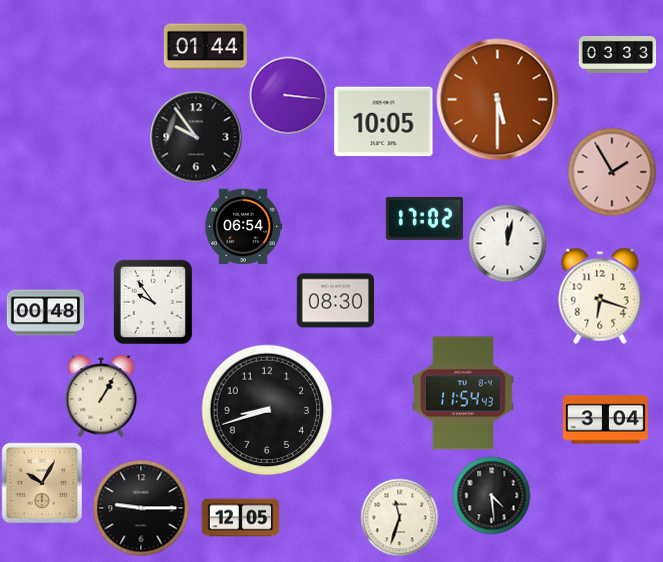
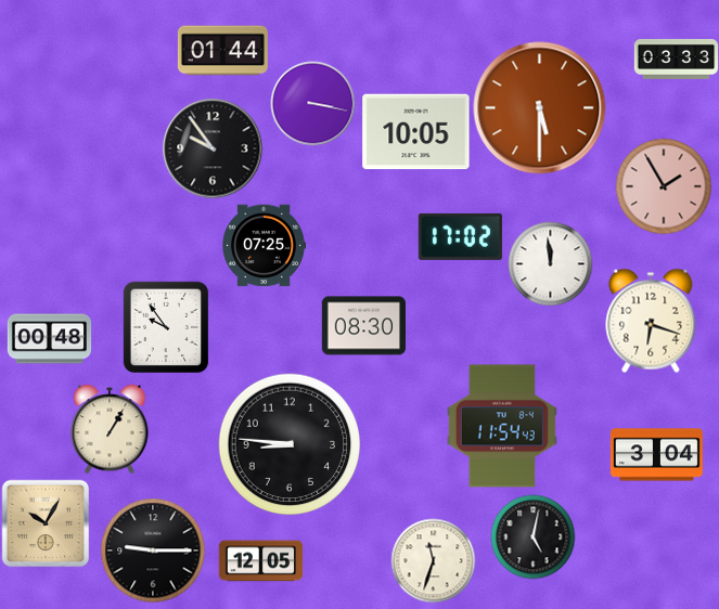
clock at (617, 54) position: (617, 54) -> (676, 59)
clock at (288, 95): 3:16 -> 3:17
clock at (243, 227): 06:54 -> 07:25
clock at (507, 243): 12:02 -> 11:59
clock at (267, 410): 8:42 -> 8:46
clock at (491, 495): 4:29 -> 5:02
